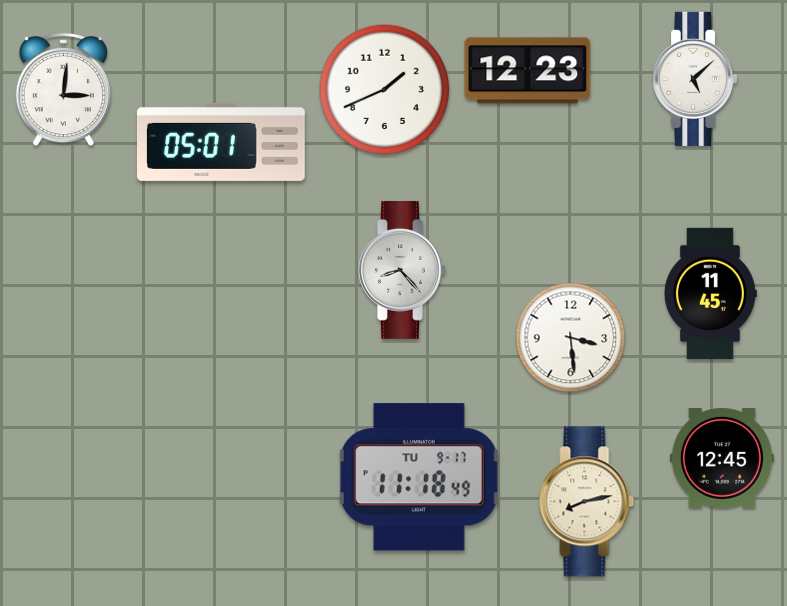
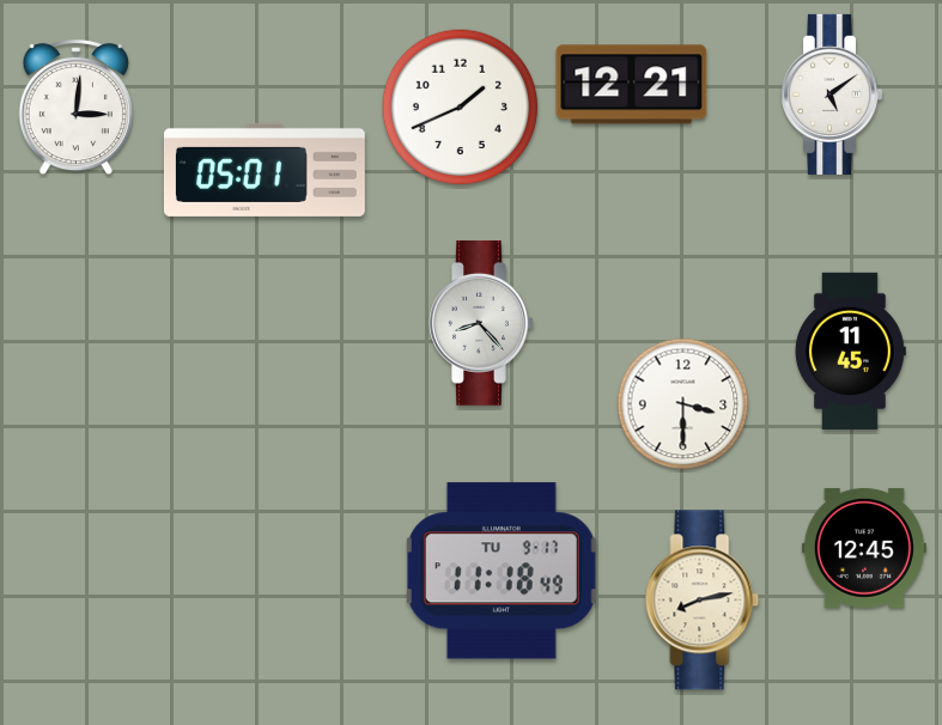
clock at (528, 71): 12:23 -> 12:21
clock at (695, 79): 5:08 -> 5:09
clock at (571, 338): 3:29 -> 3:30
